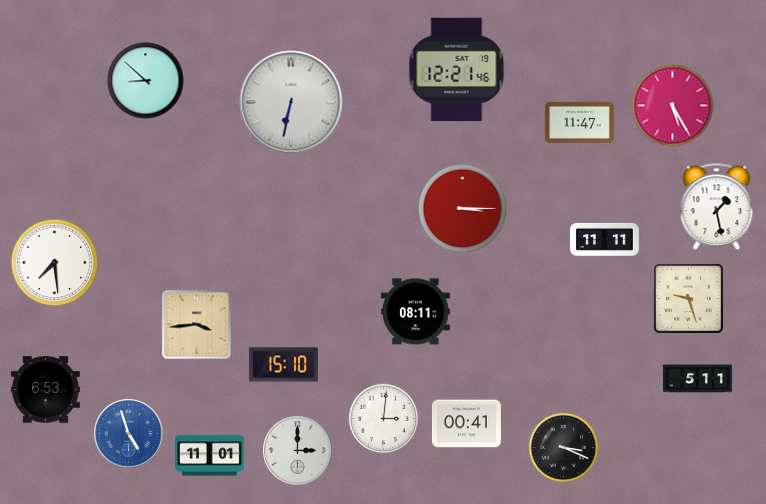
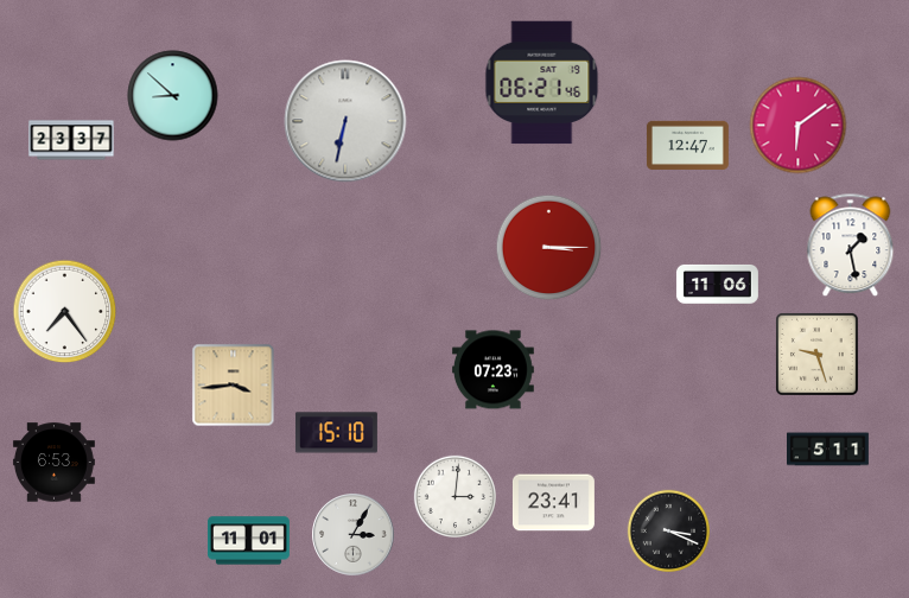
clock at (457, 70): 12:21 -> 06:21
clock at (673, 106): 5:25 -> 6:09
clock at (71, 140): none -> 23:37
clock at (579, 122): 11:47 -> 12:47
clock at (605, 239): 11:11 -> 11:06
clock at (55, 263): 7:29 -> 7:24
clock at (415, 312): 08:11 -> 07:23
clock at (466, 424): 00:41 -> 23:41
clock at (129, 434): 4:57 -> none
clock at (298, 451): 3:00 -> 3:05
